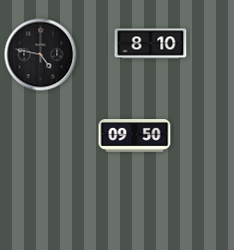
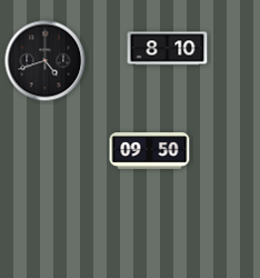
clock at (41, 55): 4:47 -> 4:42
